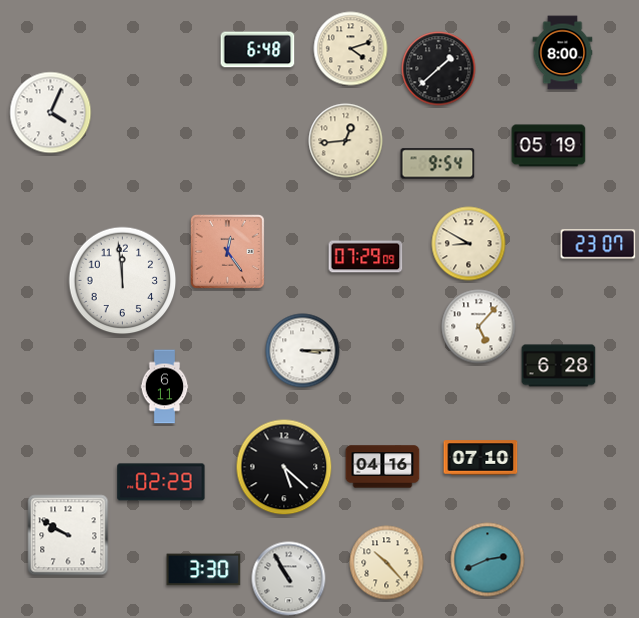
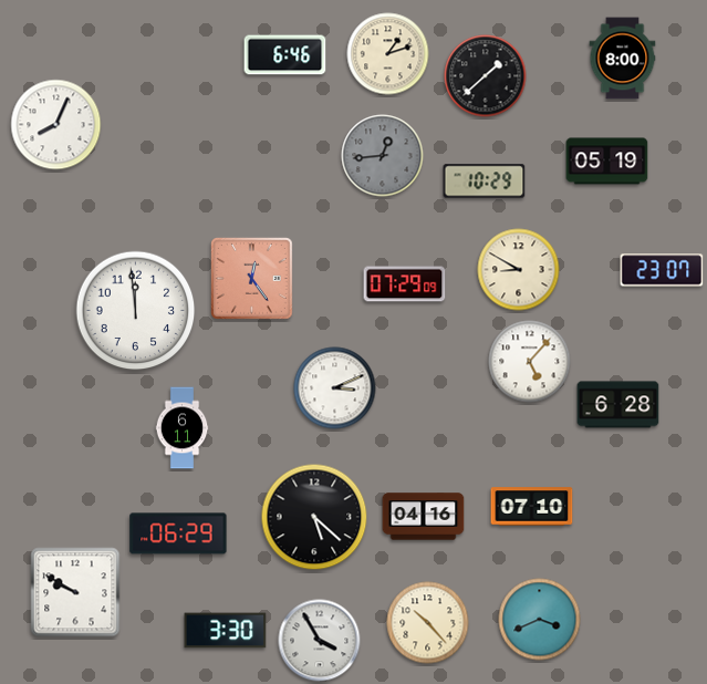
clock at (351, 49): 4:12 -> 1:12
clock at (258, 50): 6:48 -> 6:46
clock at (51, 113): 4:04 -> 8:04
clock at (346, 141) dial: cream -> grey
clock at (438, 164): 9:54 -> 10:29
clock at (303, 351): 3:15 -> 3:11
clock at (161, 482): 02:29 -> 06:29
clock at (488, 560): 2:41 -> 3:41
clock at (289, 579): 10:55 -> 3:55
